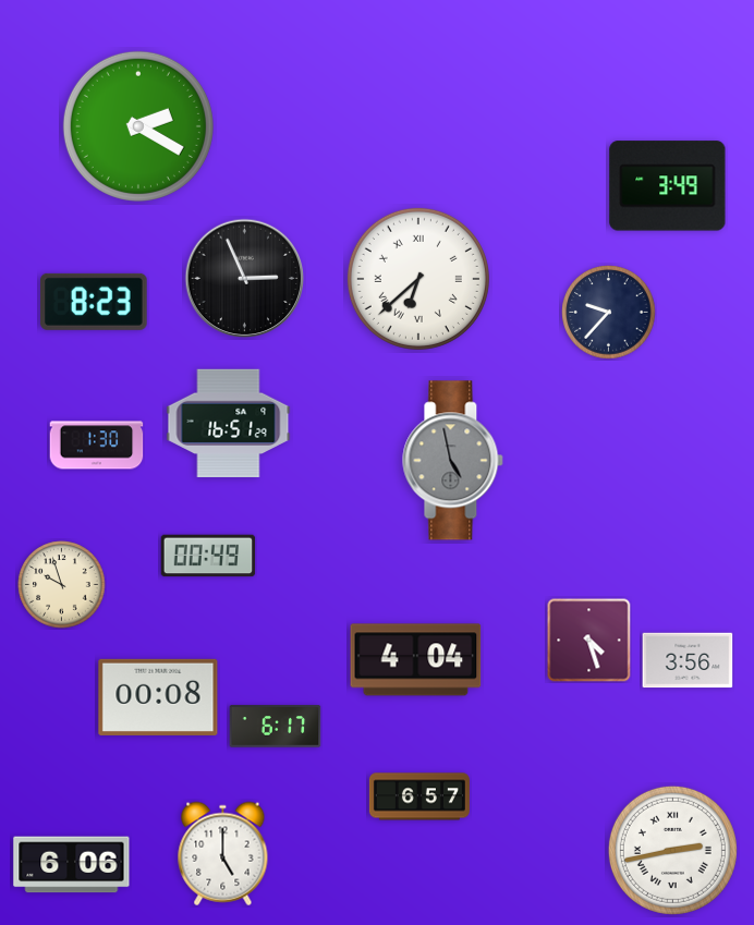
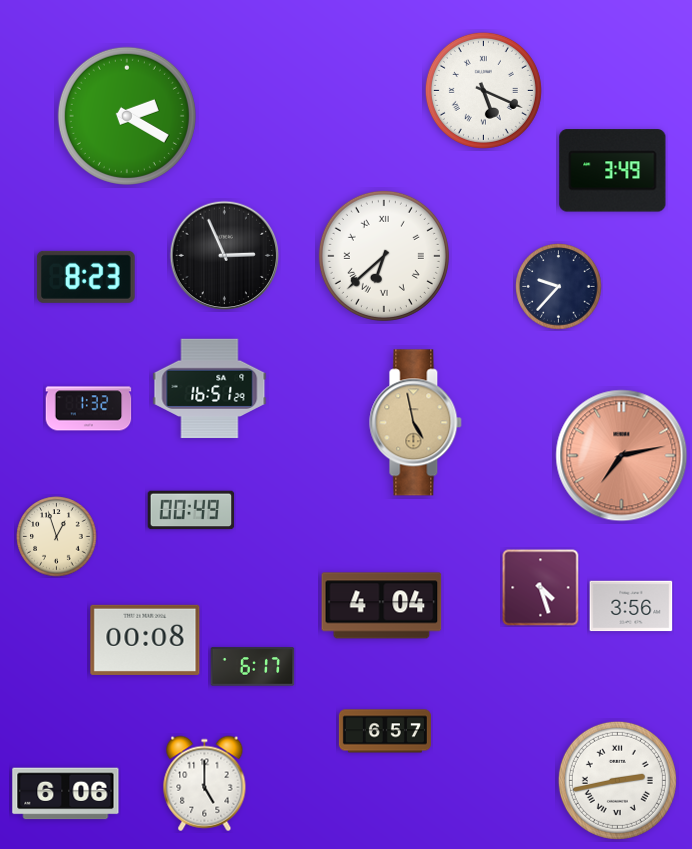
clock at (483, 90): none -> 5:19
clock at (97, 446): 1:30 -> 1:32
clock at (453, 461) dial: grey -> champagne
clock at (622, 456): none -> 7:13
clock at (62, 585): 9:57 -> 12:57
